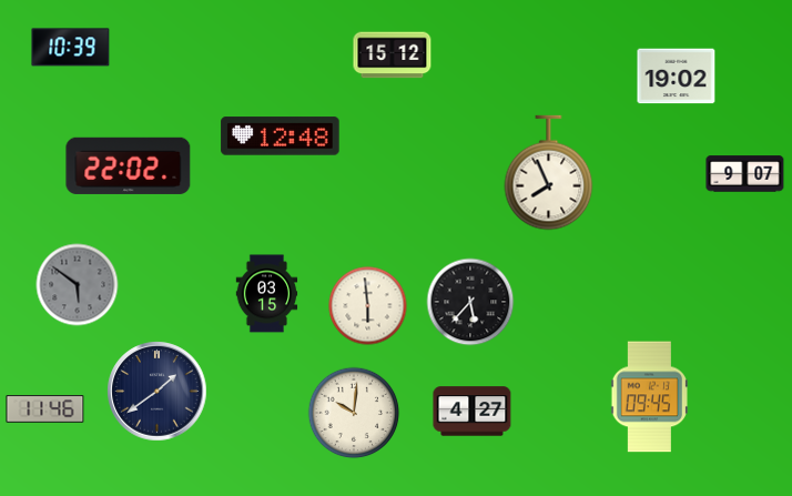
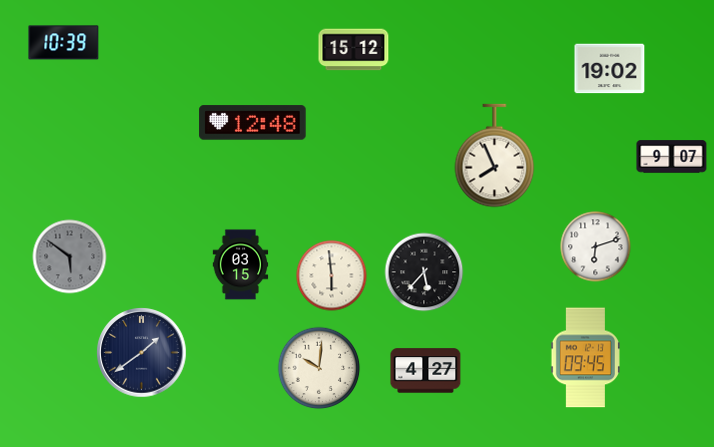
clock at (129, 165): 22:02 -> none
clock at (596, 247): none -> 6:12
clock at (45, 409): 11:46 -> none
clock at (354, 413) position: (354, 413) -> (319, 368)
